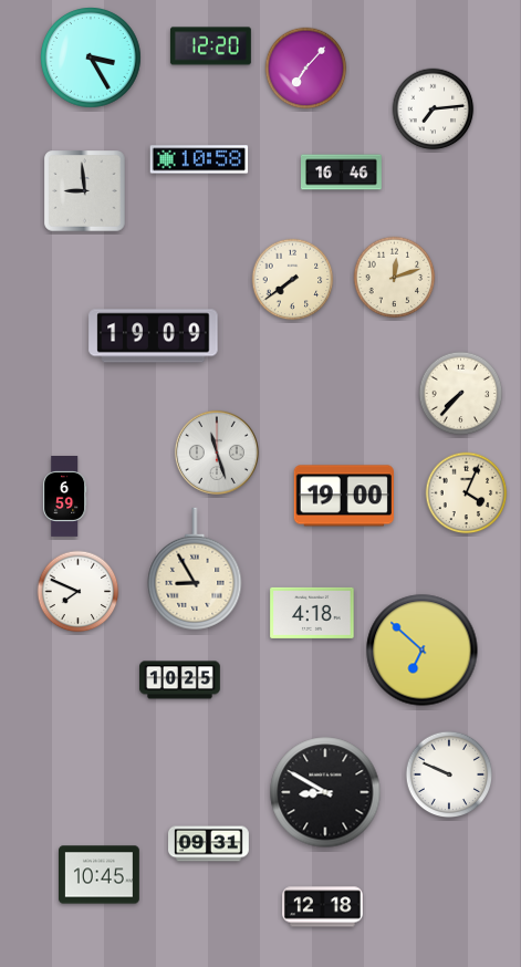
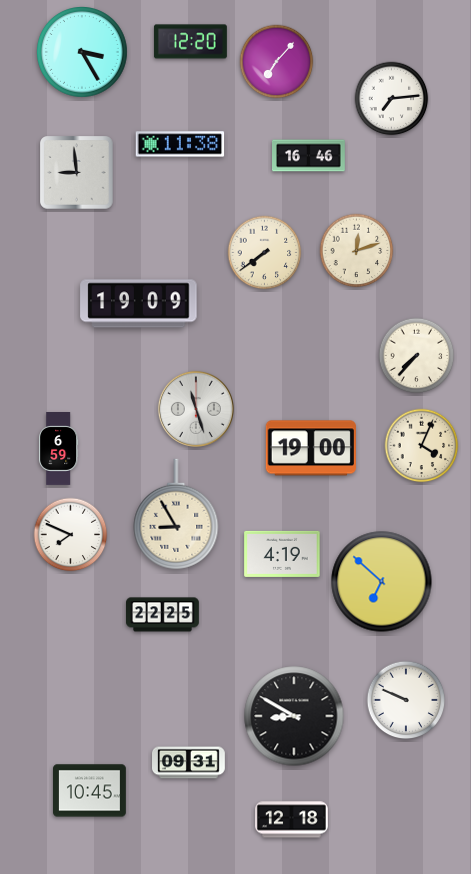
clock at (199, 159): 10:58 -> 11:38
clock at (312, 613): 4:18 -> 4:19
clock at (423, 651) position: (423, 651) -> (382, 582)
clock at (180, 680): 10:25 -> 22:25
